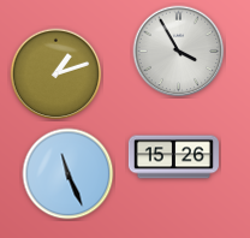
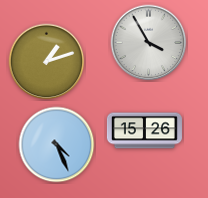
clock at (69, 174): 11:26 -> 4:26
